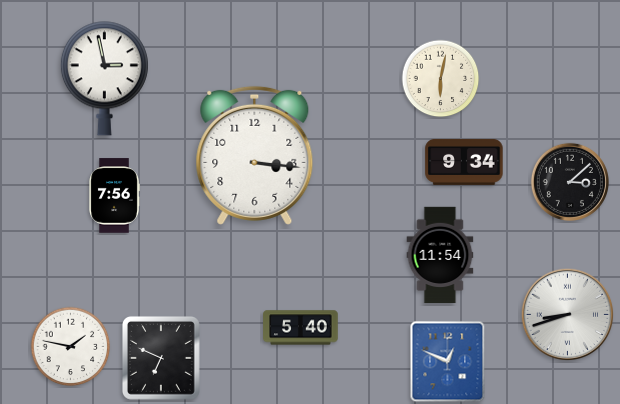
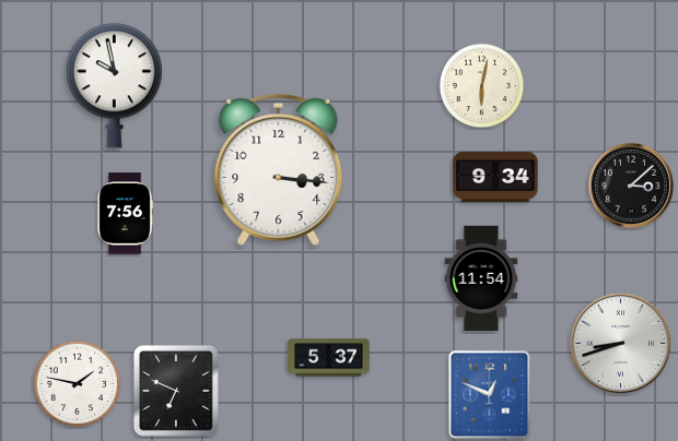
clock at (104, 79): 2:58 -> 9:58
clock at (464, 162) position: (464, 162) -> (495, 177)
clock at (570, 182) position: (570, 182) -> (631, 186)
clock at (301, 328): 5:40 -> 5:37
clock at (71, 347) position: (71, 347) -> (78, 384)
